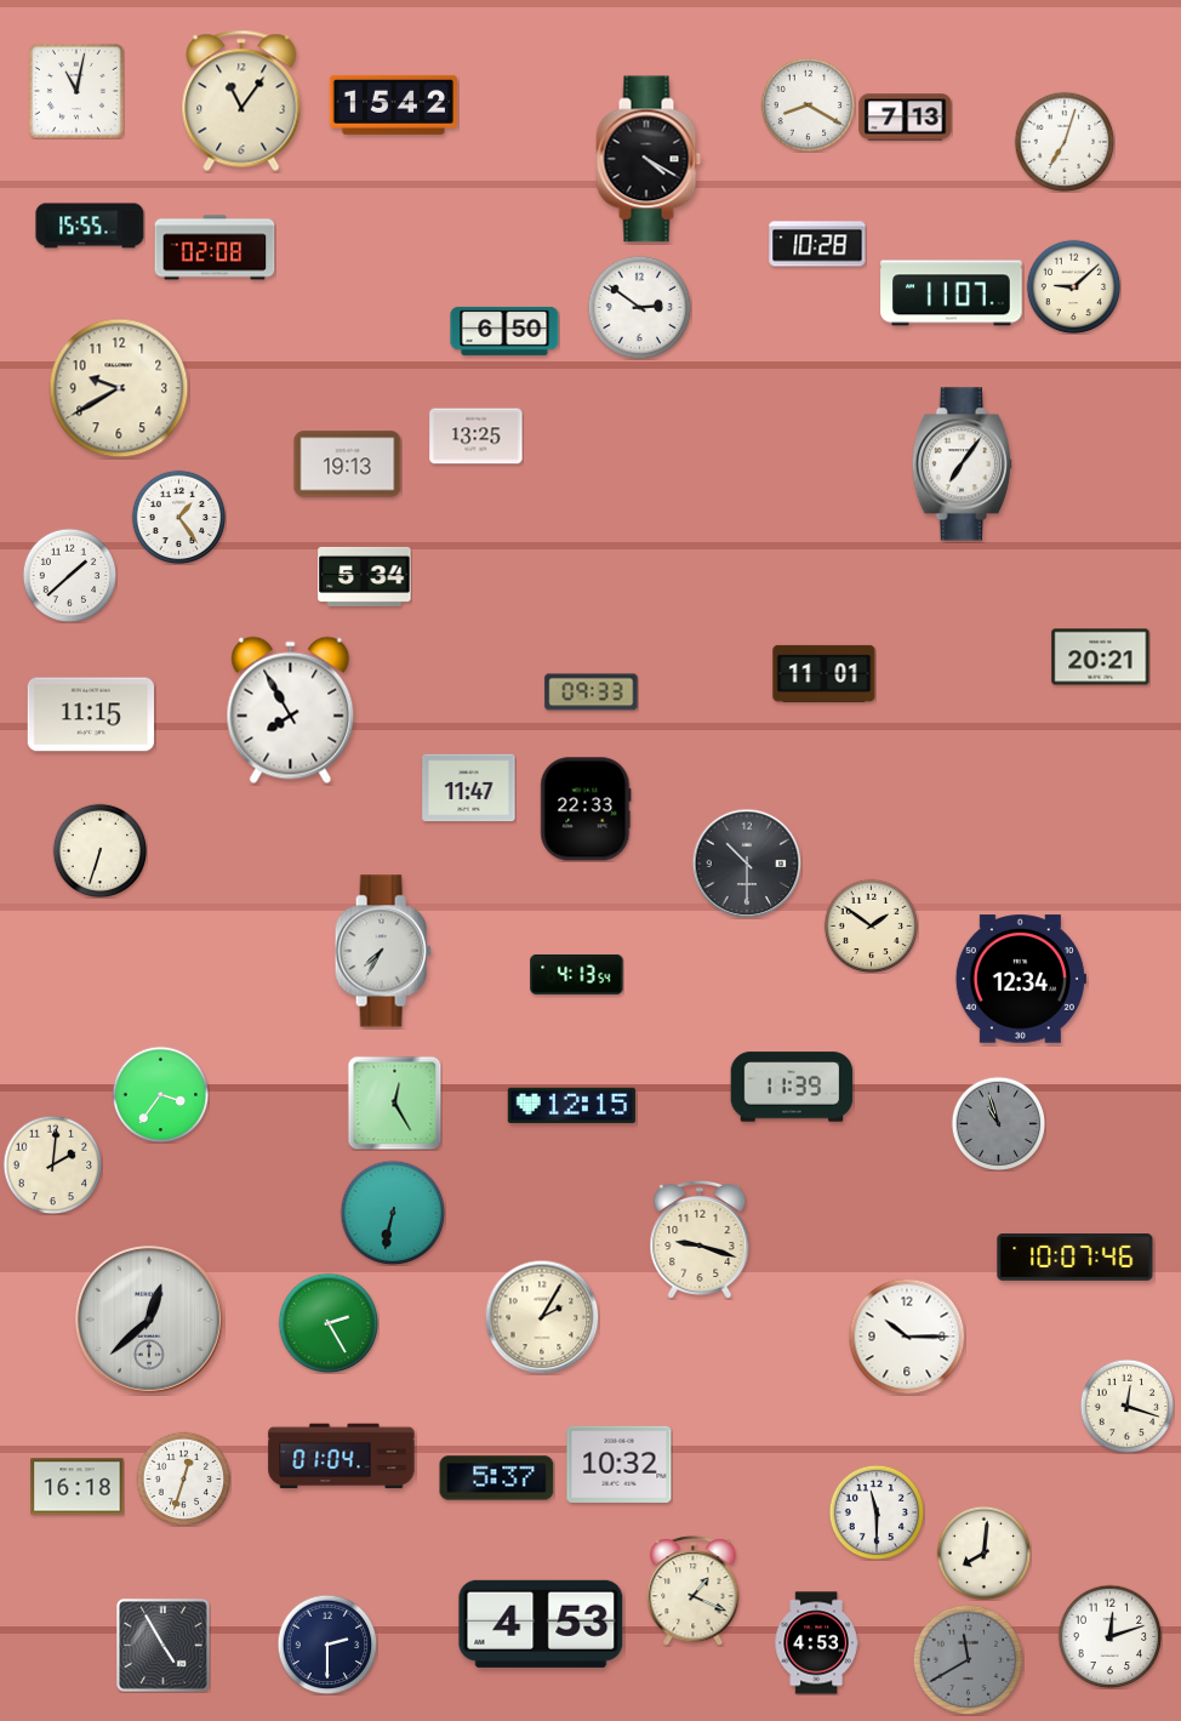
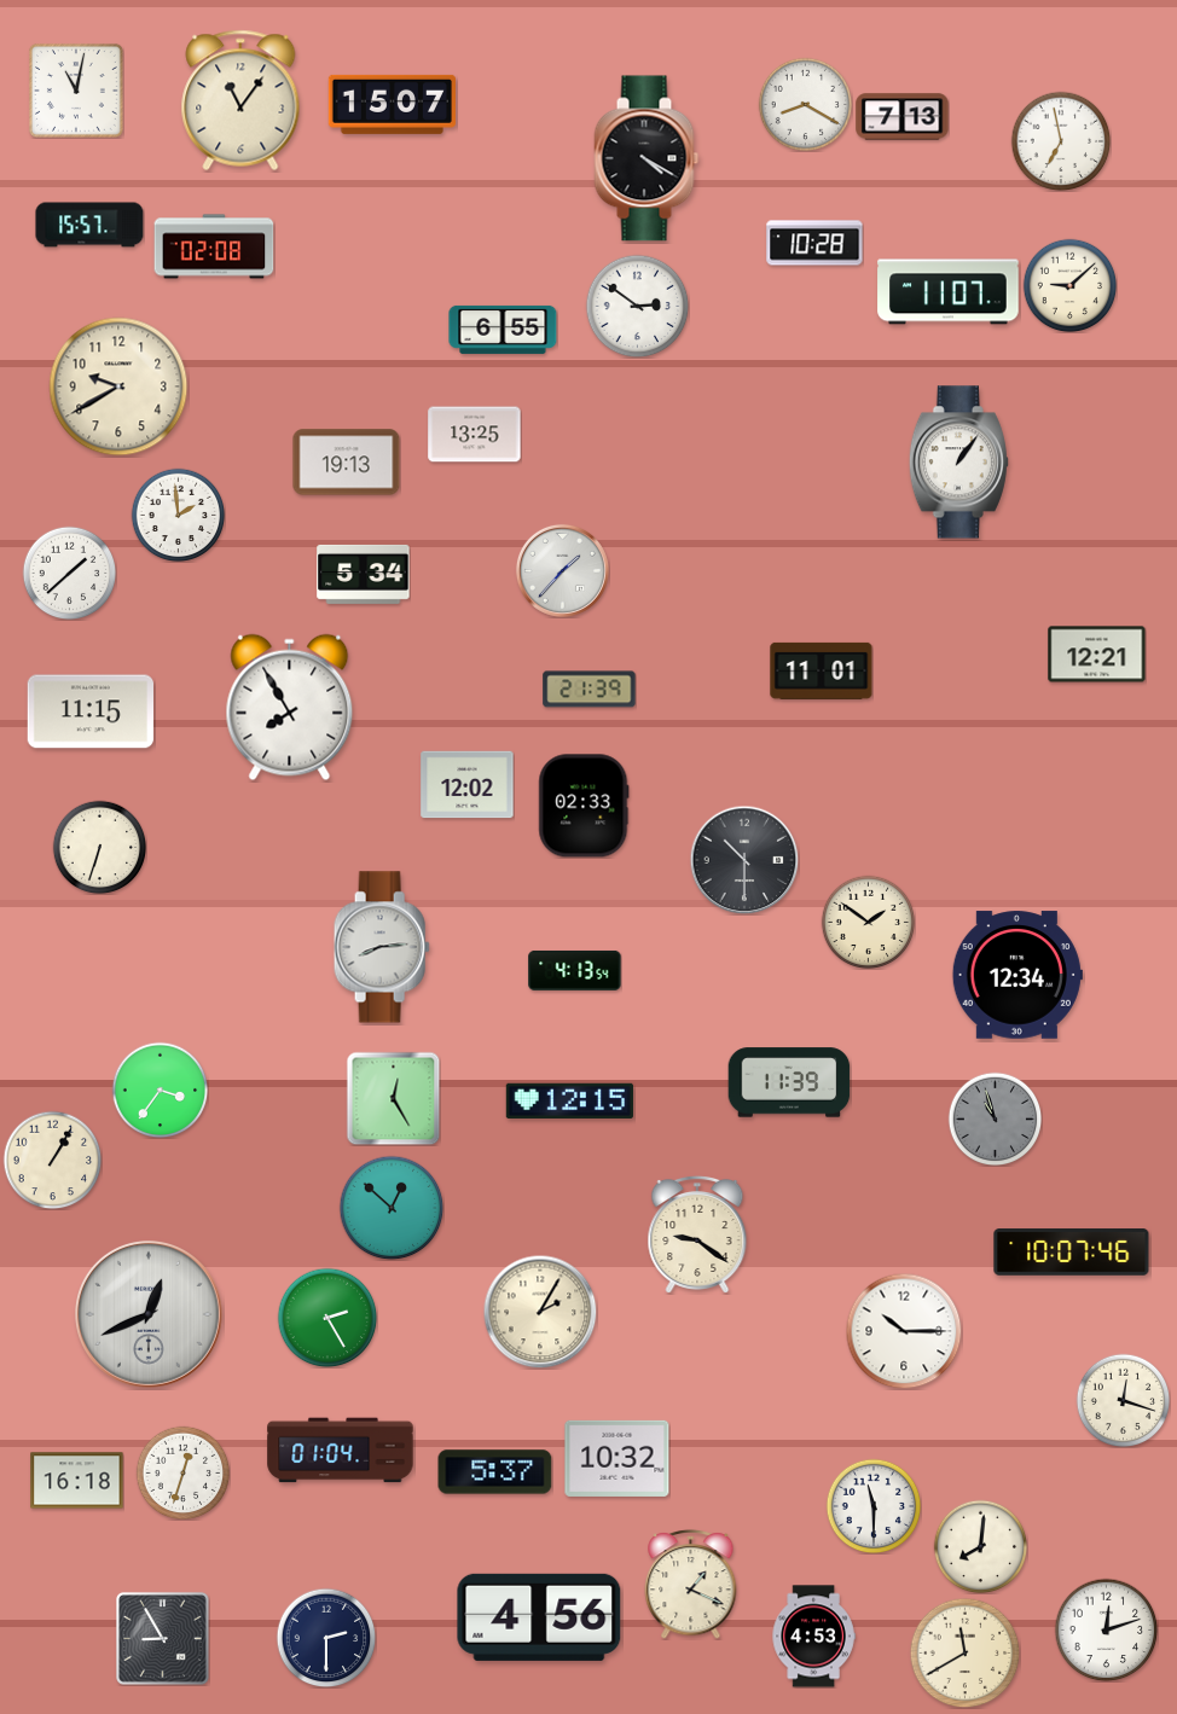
clock at (393, 104): 15:42 -> 15:07
clock at (1065, 142): 7:03 -> 6:58
clock at (90, 226): 15:55 -> 15:57
clock at (504, 331): 6:50 -> 6:55
clock at (962, 465): 7:06 -> 1:06
clock at (178, 517): 1:24 -> 1:59
clock at (562, 570): none -> 1:37
clock at (1101, 657): 20:21 -> 12:21
clock at (592, 693): 09:33 -> 21:39
clock at (469, 788): 11:47 -> 12:02
clock at (586, 809): 22:33 -> 02:33
clock at (383, 951): 7:35 -> 8:14
clock at (52, 1164): 2:01 -> 1:05
clock at (393, 1213): 6:32 -> 12:52
clock at (700, 1240): 9:18 -> 9:21
clock at (150, 1321): 12:38 -> 12:41
clock at (541, 1624): 4:53 -> 4:56
clock at (164, 1646): 4:55 -> 8:55
clock at (968, 1659) dial: grey -> cream
